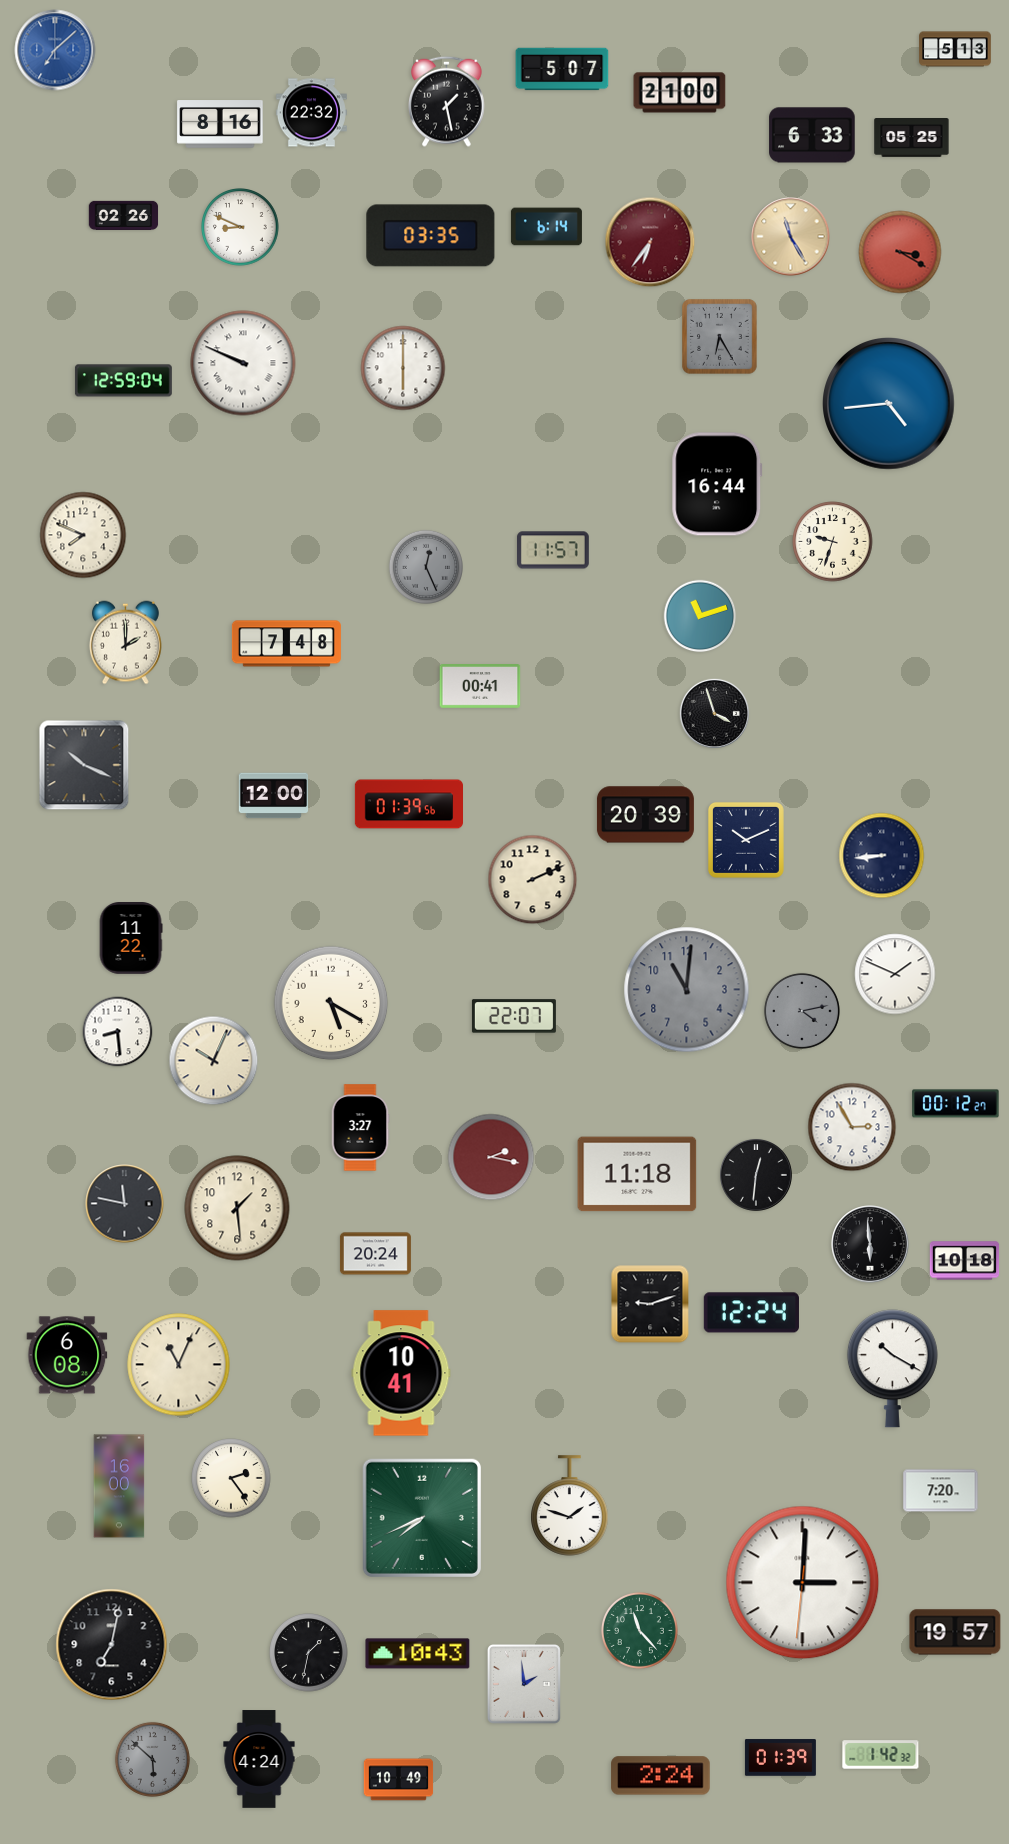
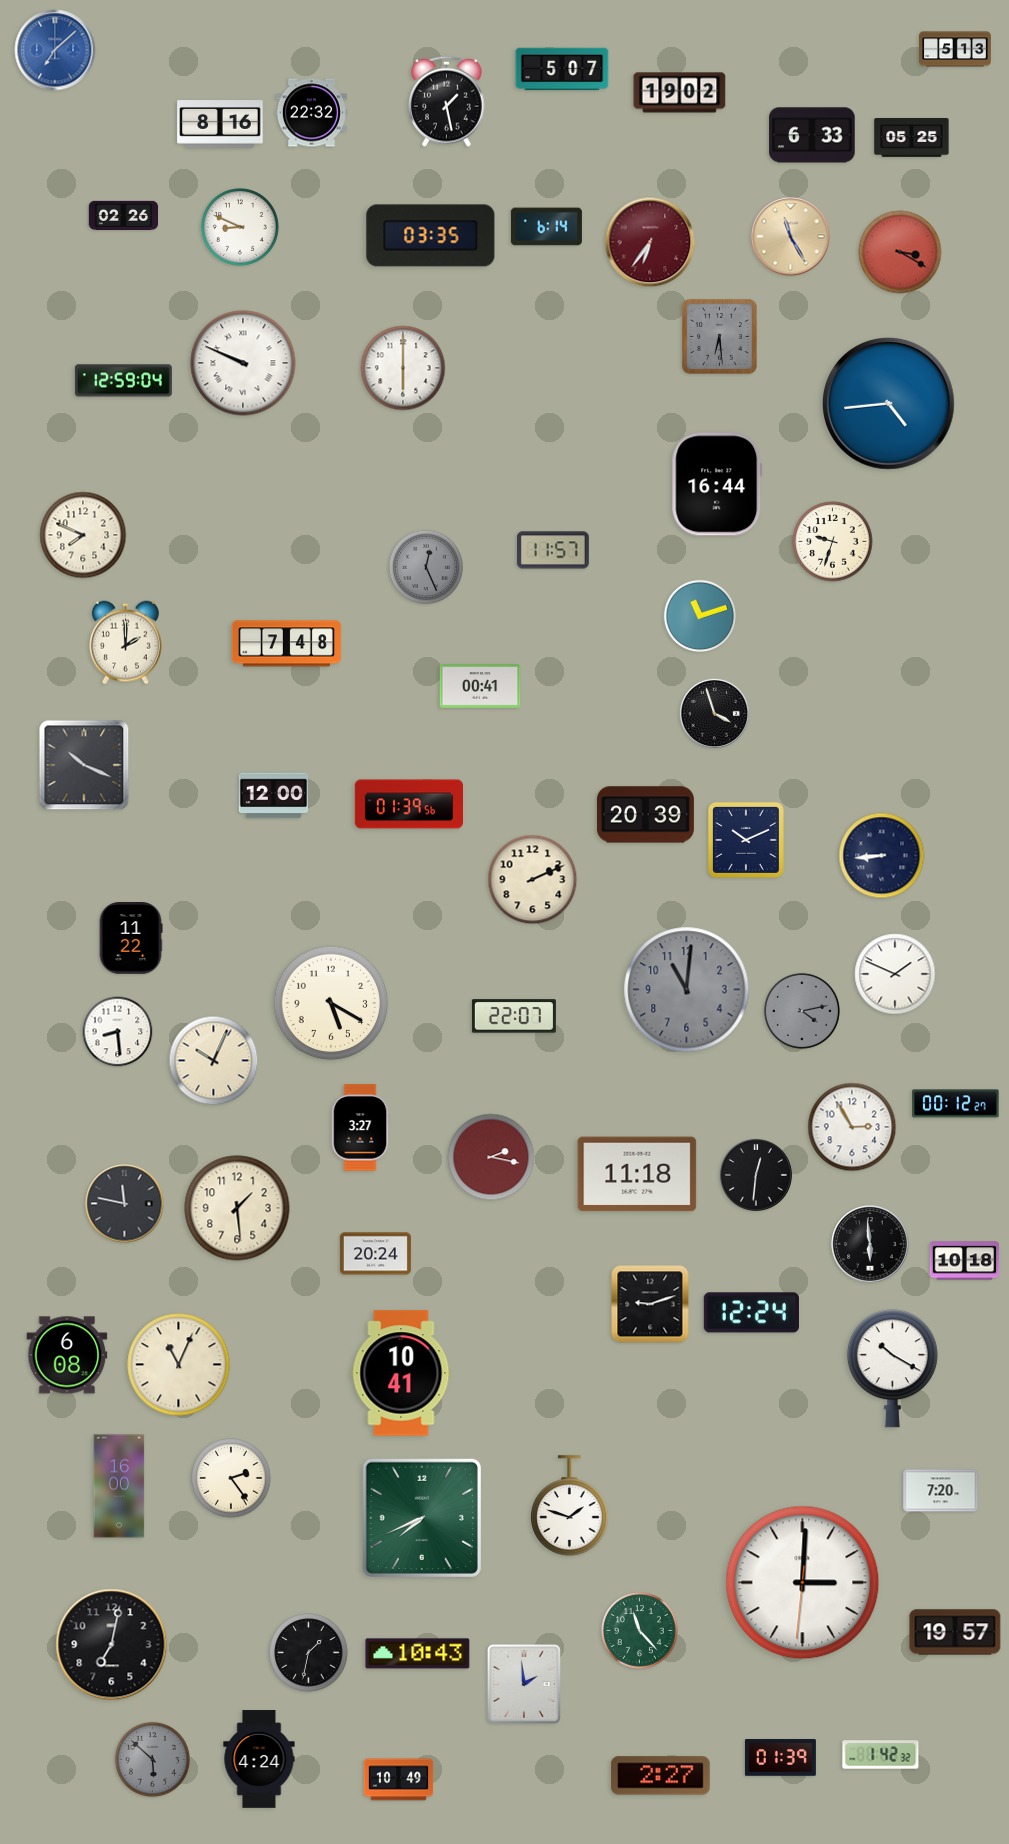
clock at (680, 93): 21:00 -> 19:02
clock at (720, 337): 6:25 -> 6:29
clock at (661, 1776): 2:24 -> 2:27
